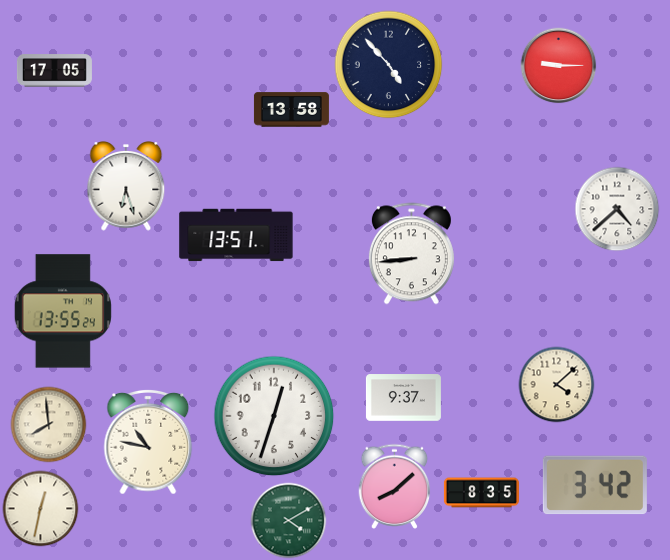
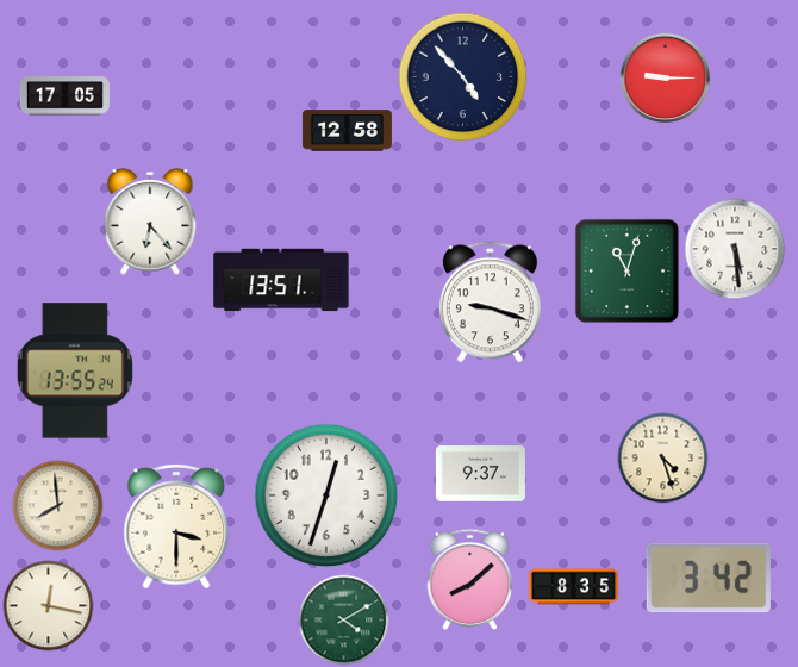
clock at (54, 71) position: (54, 71) -> (64, 96)
clock at (291, 110): 13:58 -> 12:58
clock at (126, 187): 6:27 -> 6:23
clock at (617, 209): 4:38 -> 5:29
clock at (626, 270): none -> 11:03
clock at (411, 254): 8:44 -> 9:18
clock at (557, 385): 4:08 -> 4:27
clock at (148, 442): 10:47 -> 3:30
clock at (41, 509): 12:32 -> 12:17
